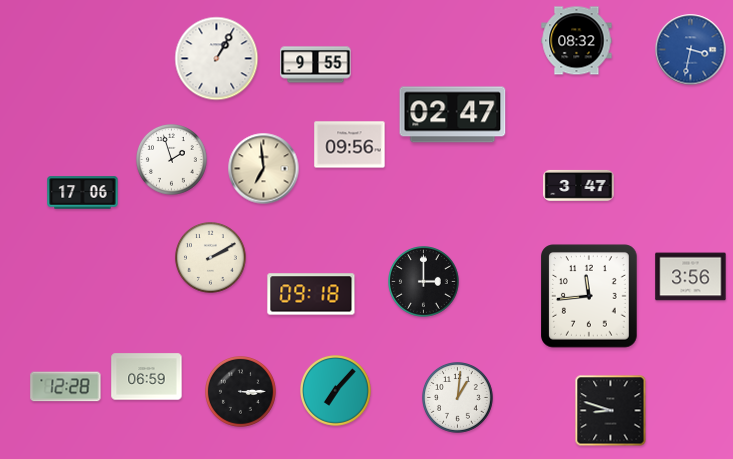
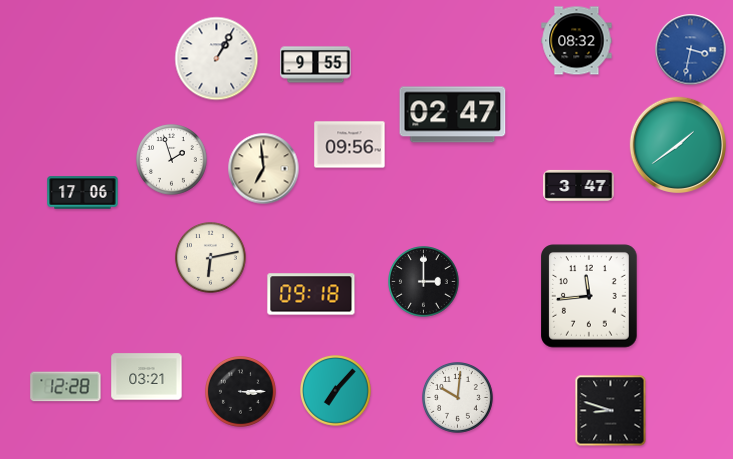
clock at (678, 145): none -> 1:39
clock at (211, 258): 2:10 -> 6:13
clock at (691, 277): 3:56 -> none
clock at (147, 377): 06:59 -> 03:21
clock at (458, 398): 1:01 -> 10:01
